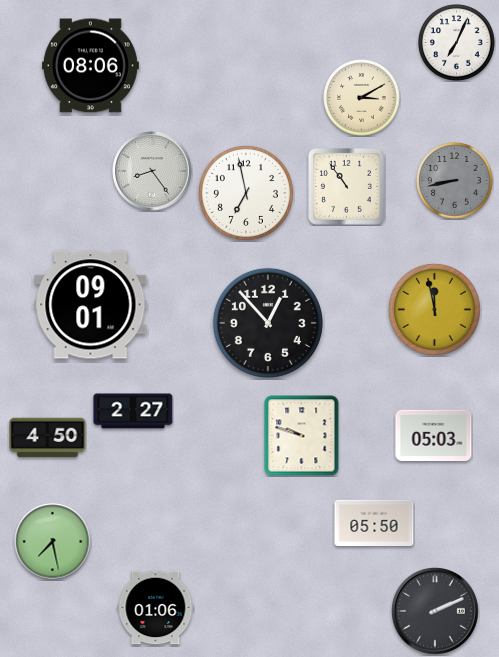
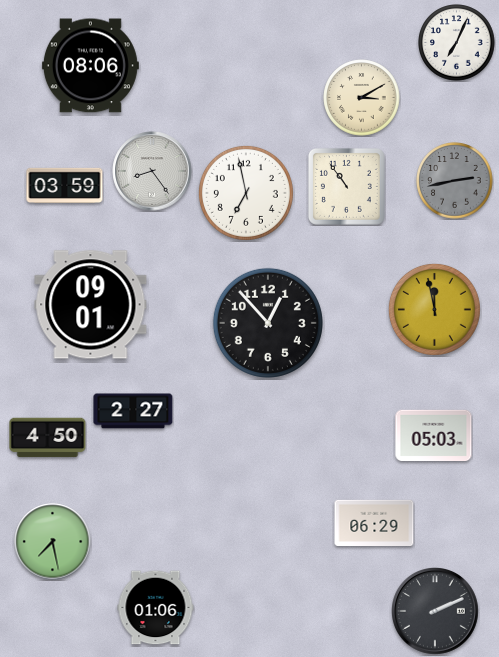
clock at (455, 181): 8:43 -> 2:43
clock at (65, 185): none -> 03:59
clock at (302, 436): 9:48 -> none
clock at (374, 522): 05:50 -> 06:29
